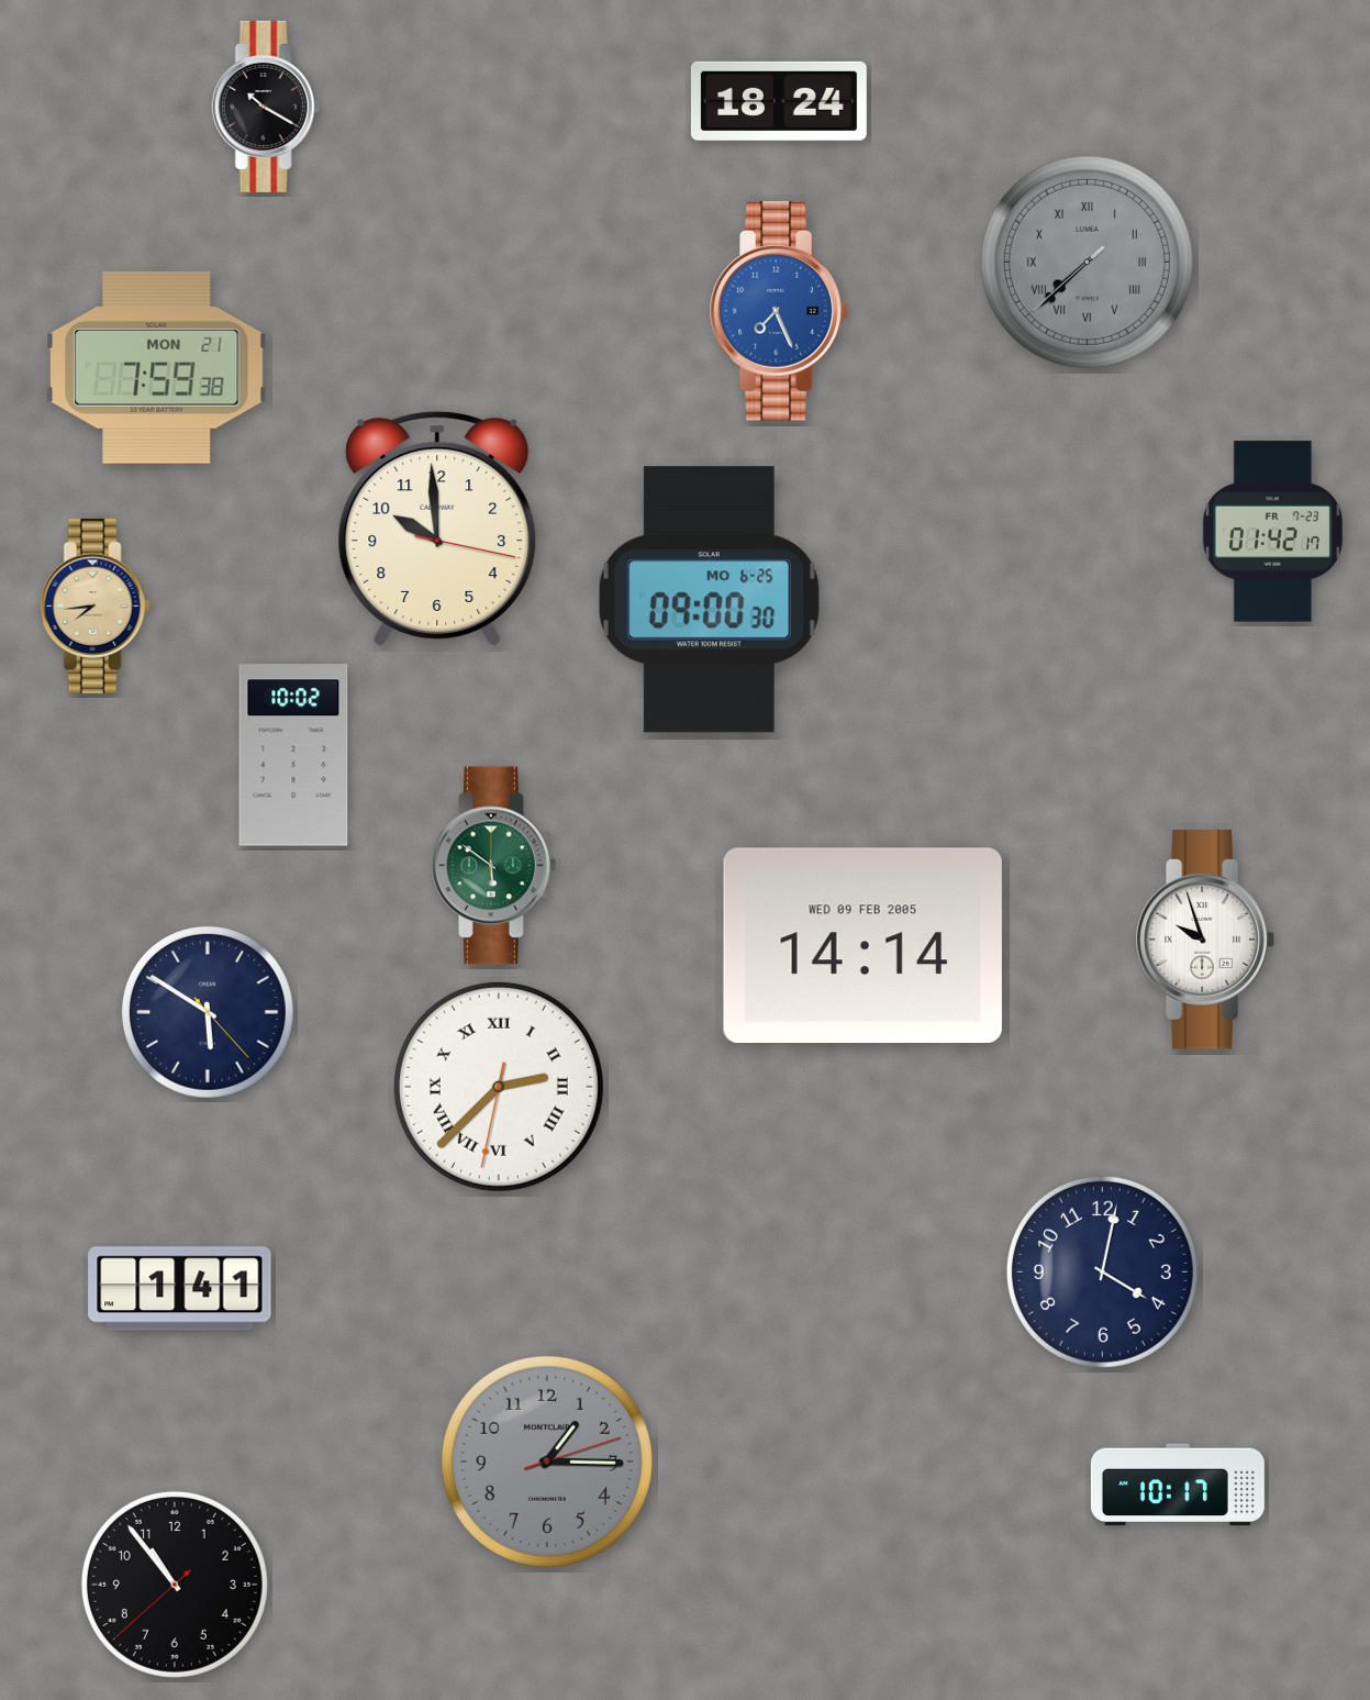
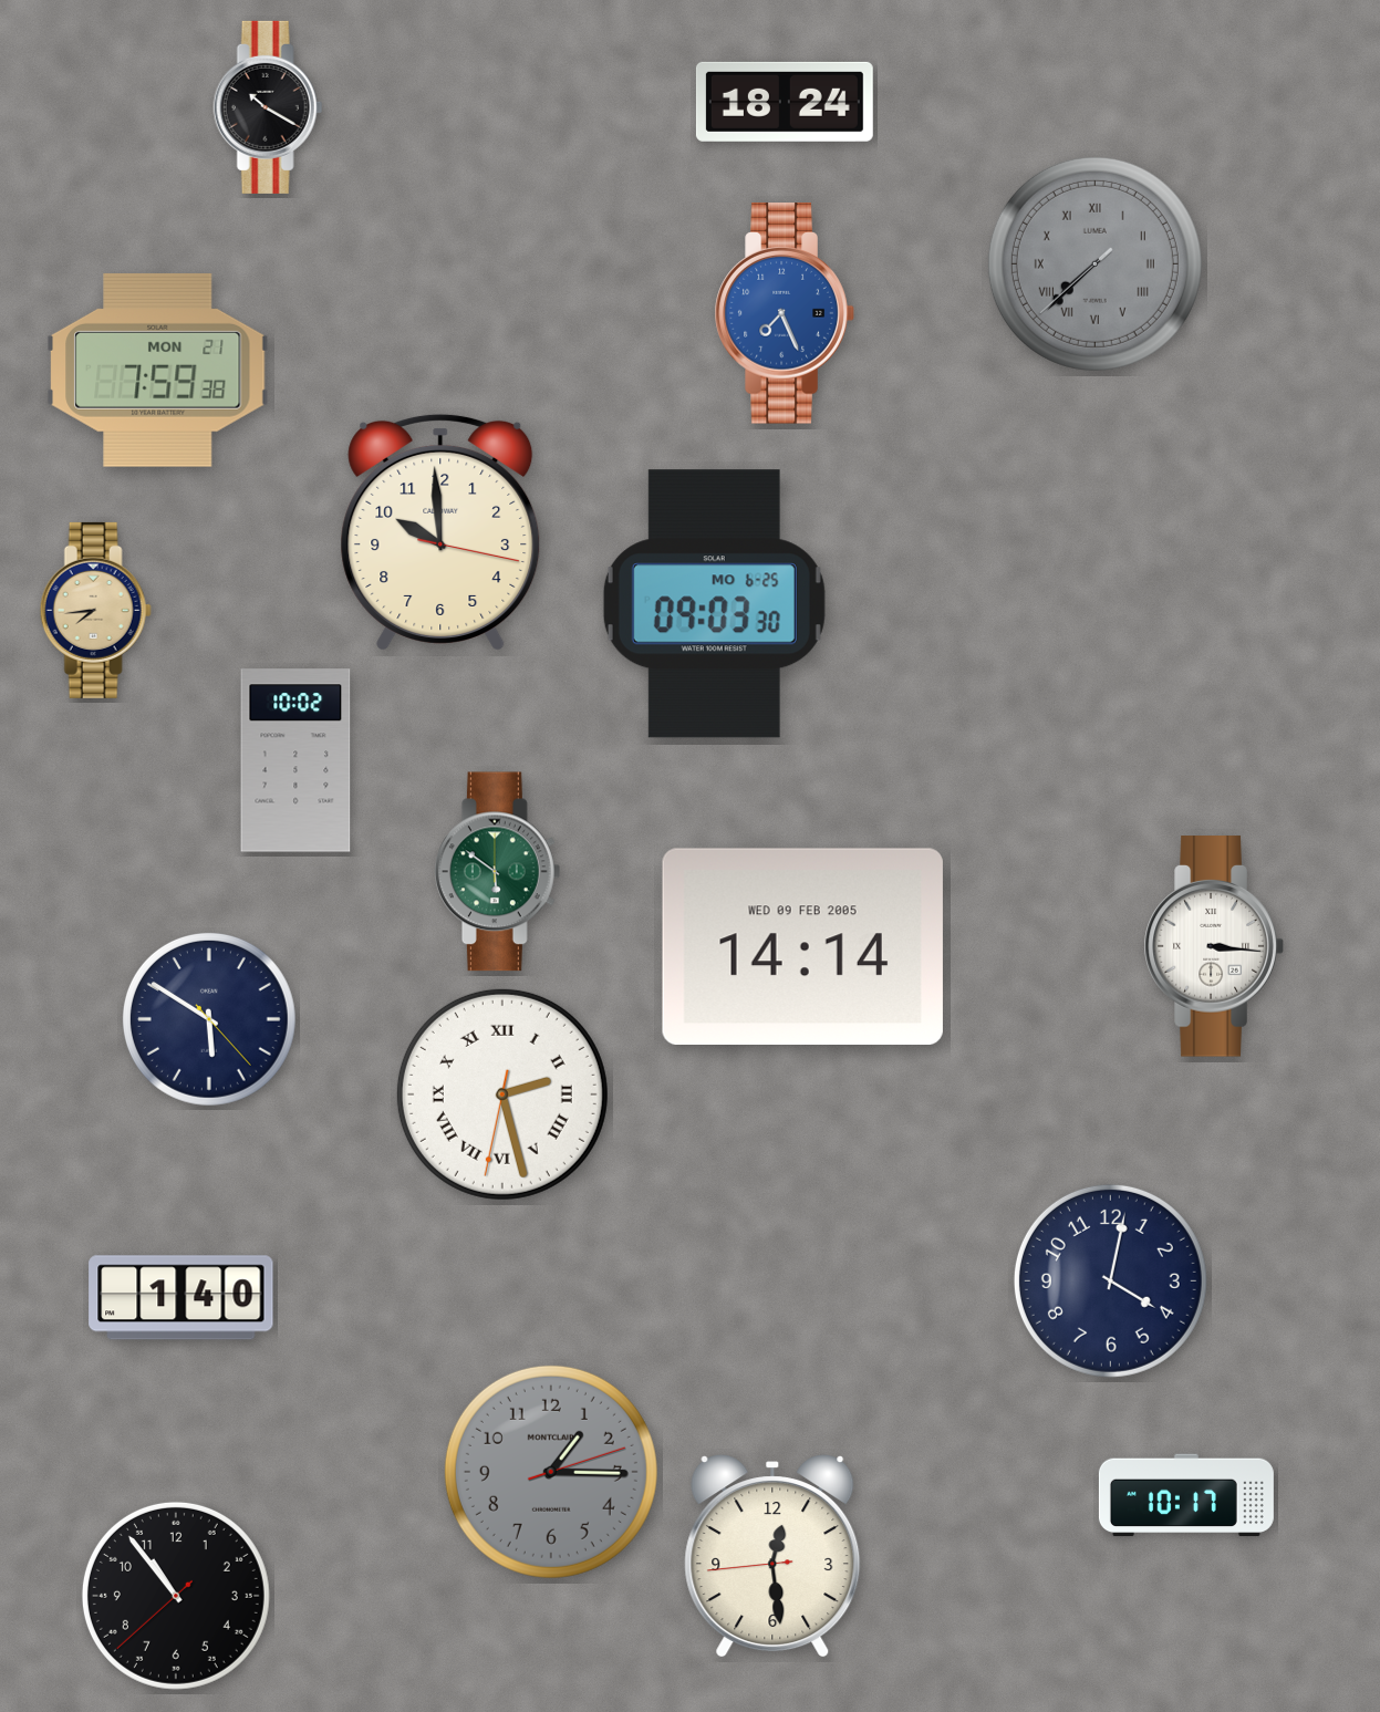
clock at (1272, 532): 01:42 -> none
clock at (709, 600): 09:00 -> 09:03
clock at (1205, 940): 9:57 -> 3:16
clock at (862, 945) position: (862, 945) -> (802, 946)
clock at (499, 1087): 2:37 -> 2:27
clock at (180, 1289): 1:41 -> 1:40
clock at (772, 1556): none -> 12:28
